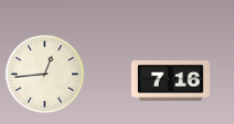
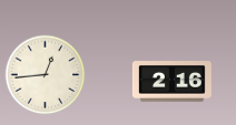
clock at (170, 81): 7:16 -> 2:16
